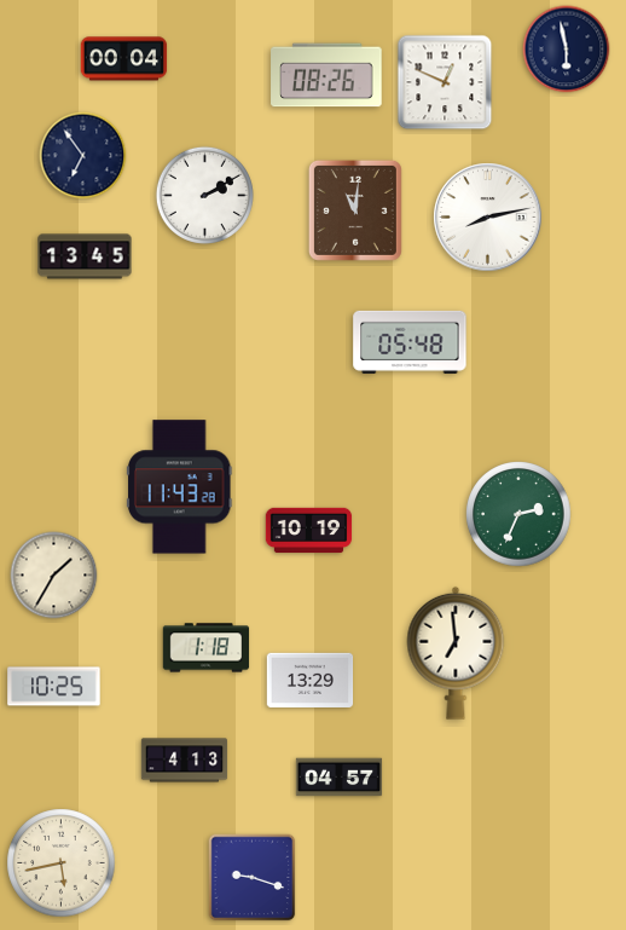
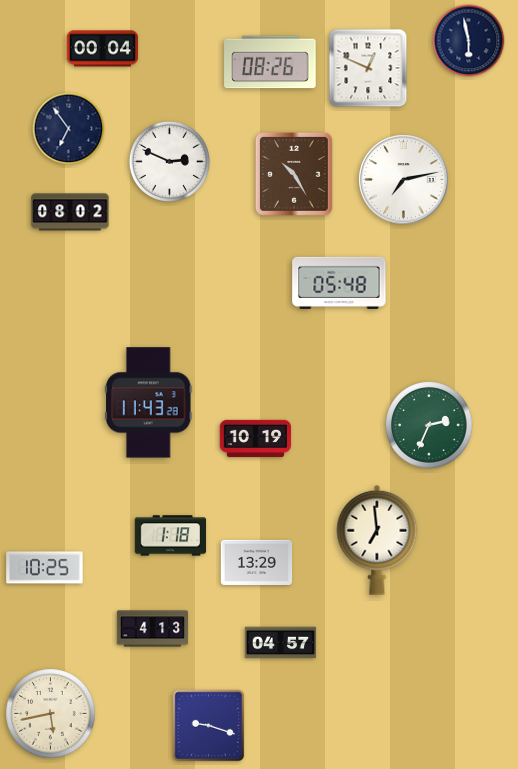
clock at (204, 195): 2:10 -> 2:49
clock at (355, 210): 11:01 -> 10:25
clock at (488, 218): 8:13 -> 7:13
clock at (85, 256): 13:45 -> 08:02
clock at (54, 576): 1:35 -> none
